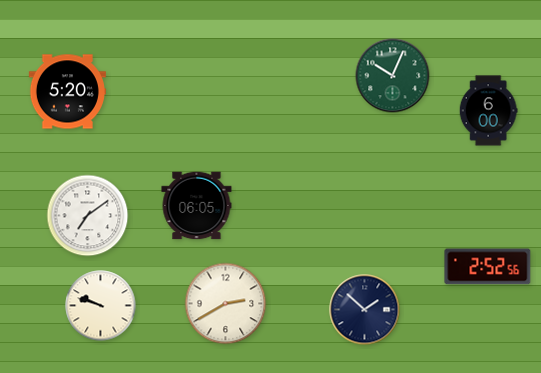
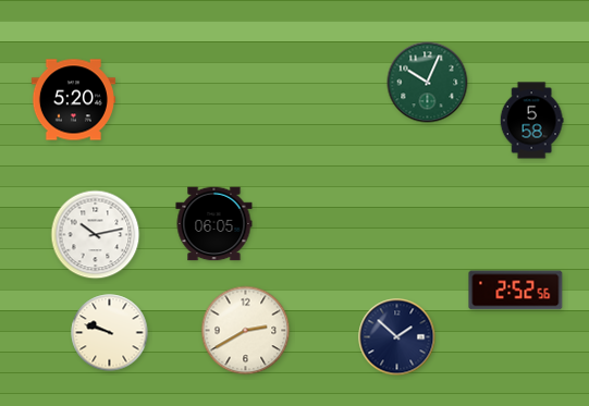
clock at (488, 111): 6:00 -> 5:58
clock at (88, 216): 7:09 -> 10:13
clock at (488, 267) position: (488, 267) -> (516, 291)
